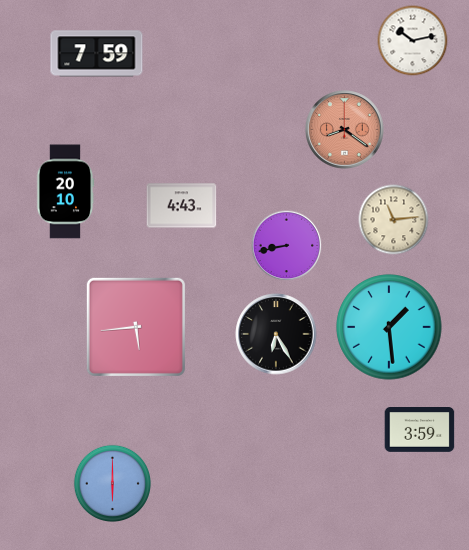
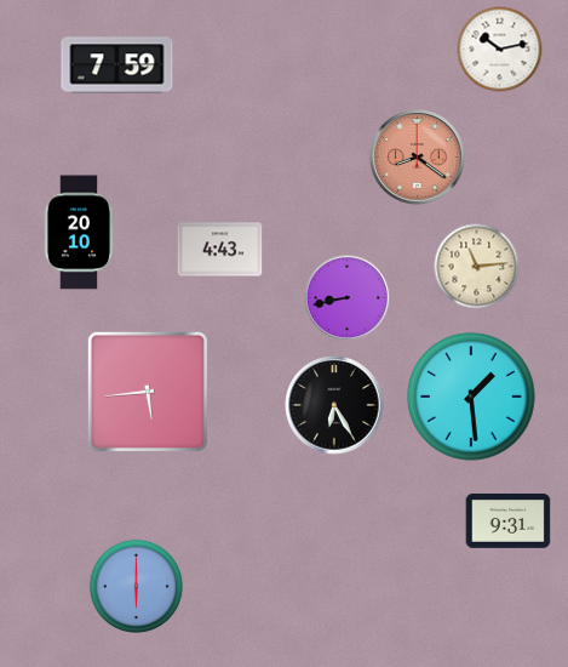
clock at (136, 327) position: (136, 327) -> (148, 392)
clock at (420, 430): 3:59 -> 9:31
